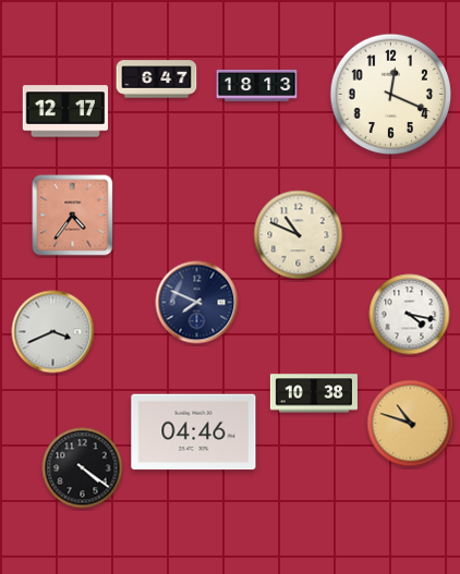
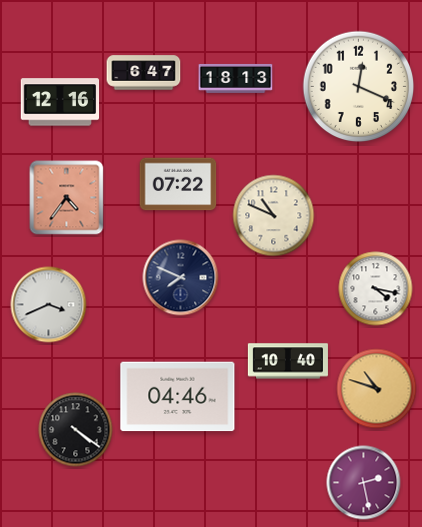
clock at (65, 111): 12:17 -> 12:16
clock at (178, 184): none -> 07:22
clock at (314, 393): 10:38 -> 10:40
clock at (364, 483): none -> 2:28
